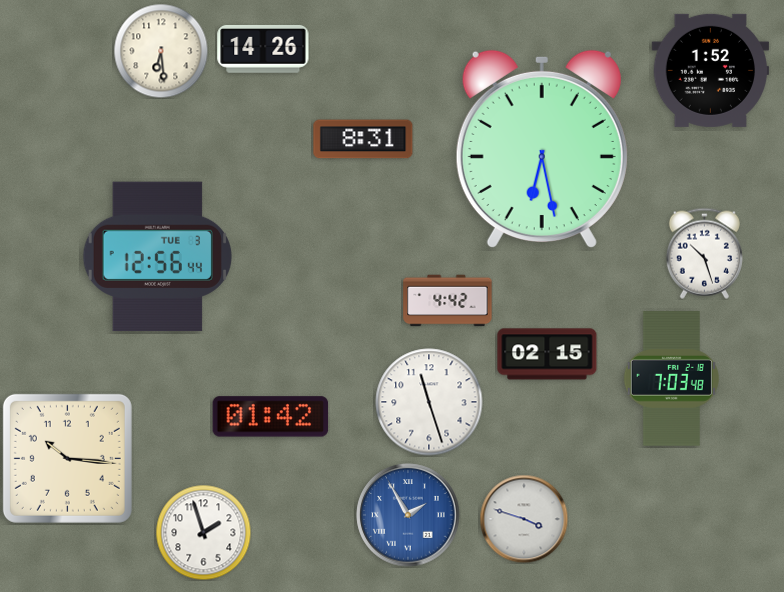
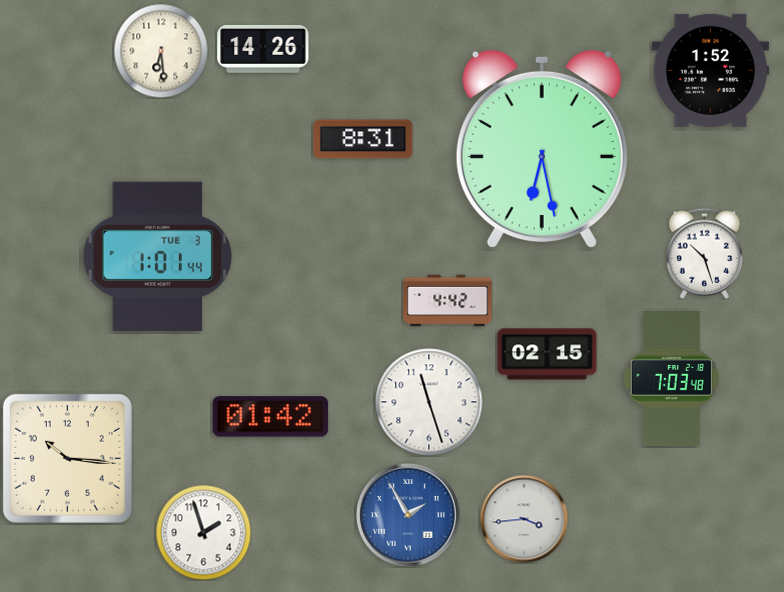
clock at (157, 257): 12:56 -> 1:01
clock at (524, 519): 3:48 -> 3:44
